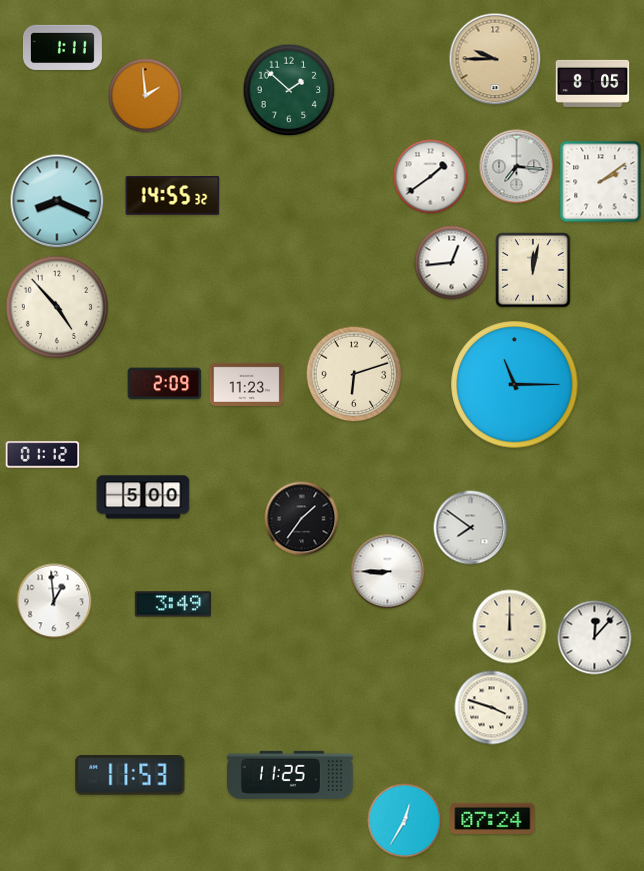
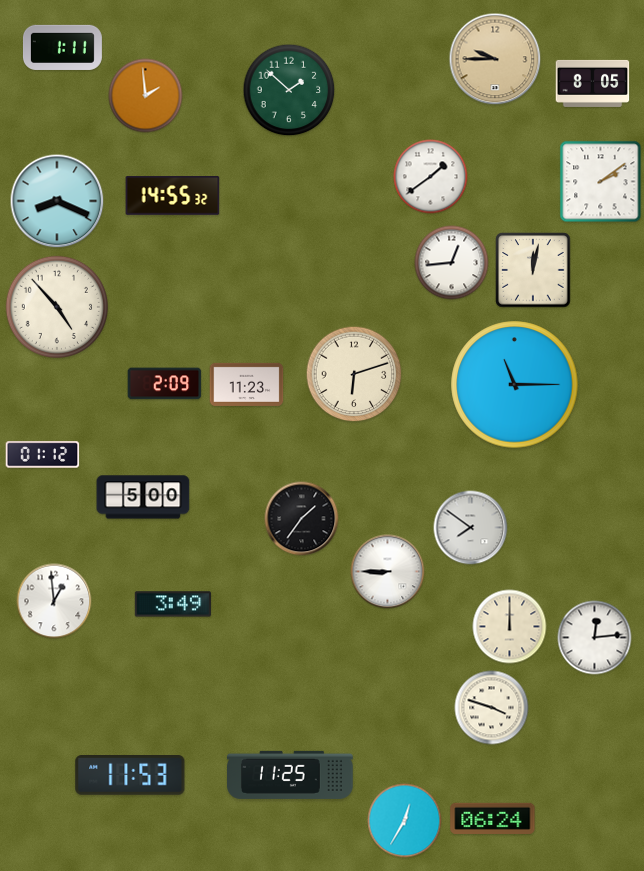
clock at (517, 167): 7:16 -> none
clock at (595, 638): 12:07 -> 12:14
clock at (493, 818): 07:24 -> 06:24
